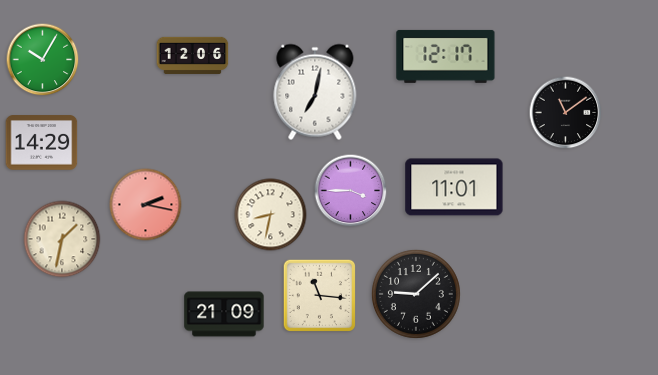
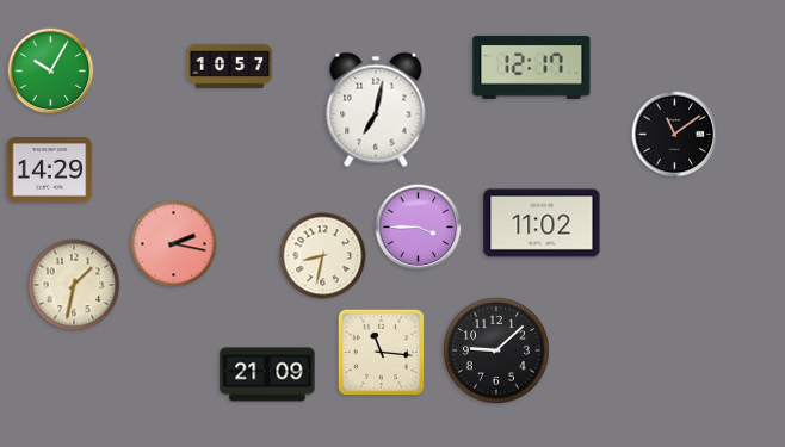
clock at (193, 55): 12:06 -> 10:57
clock at (454, 187): 11:01 -> 11:02
